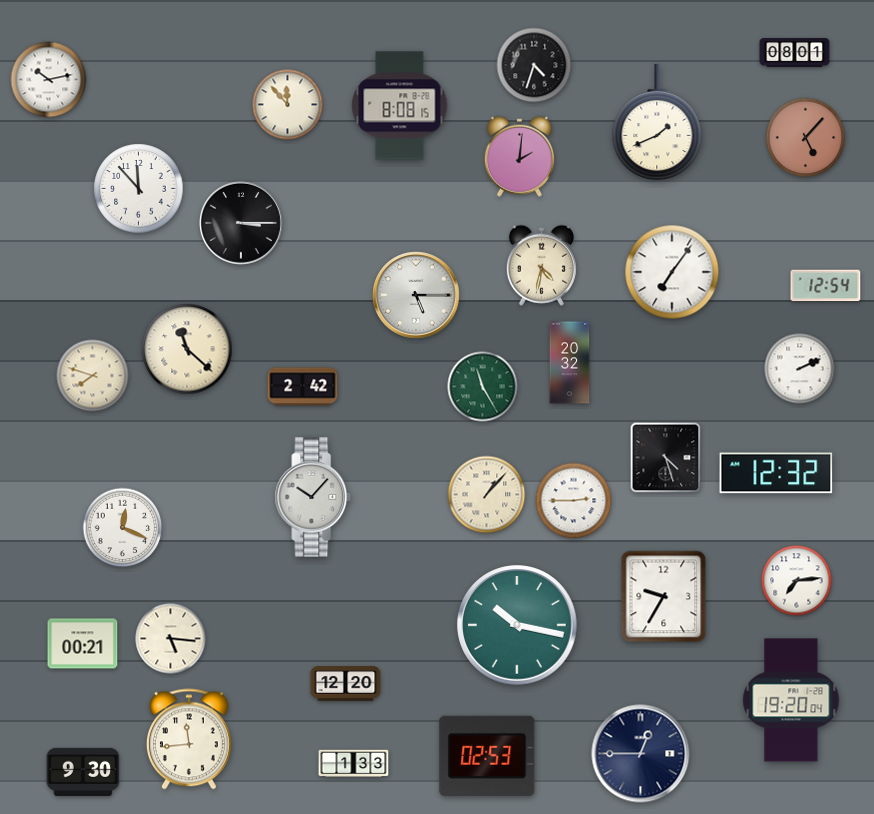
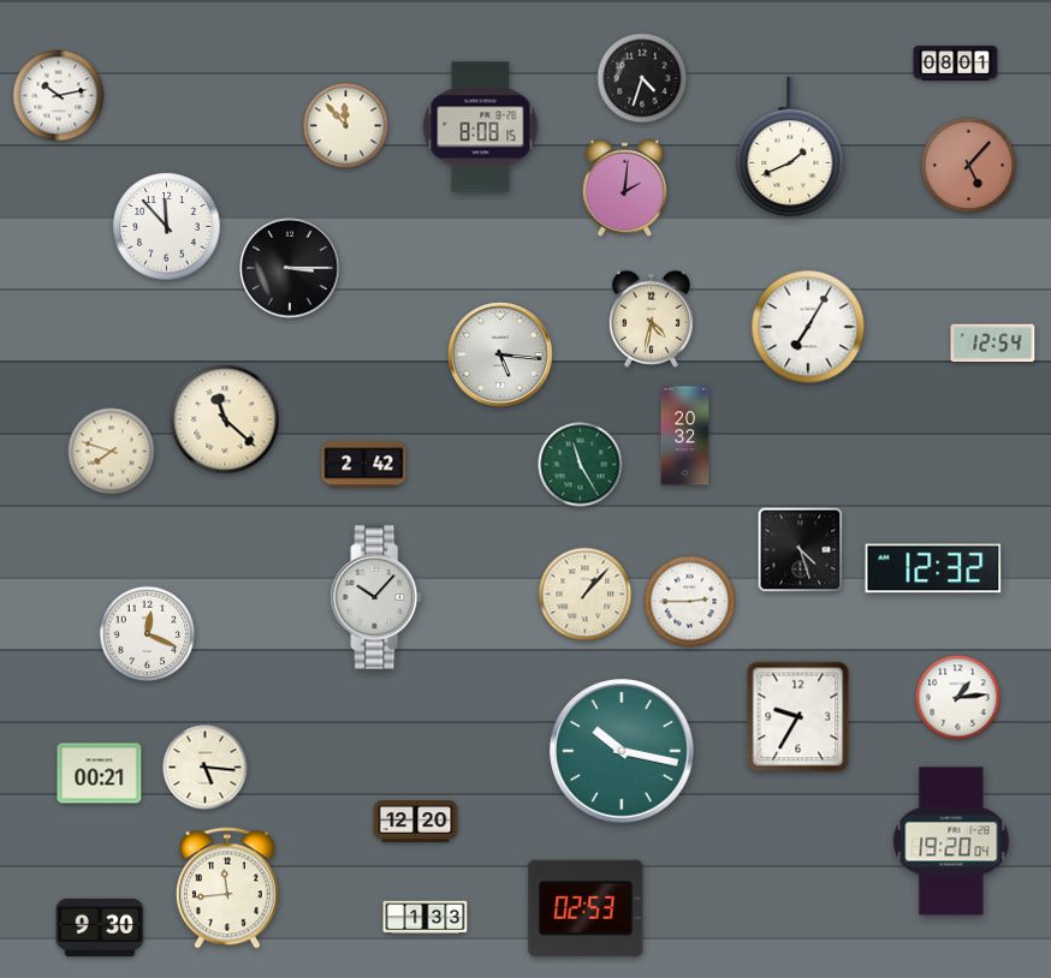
clock at (672, 272): 7:06 -> 7:05
clock at (416, 295): 5:15 -> 5:16
clock at (800, 369): 2:11 -> none
clock at (797, 581): 7:14 -> 1:14
clock at (641, 754): 12:45 -> none
